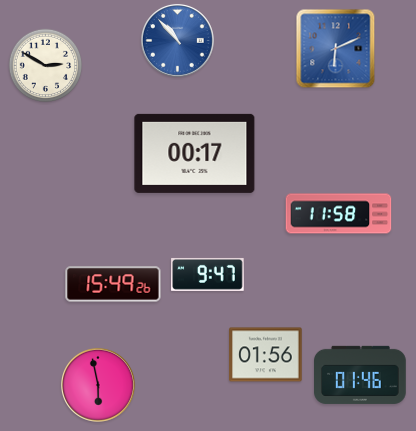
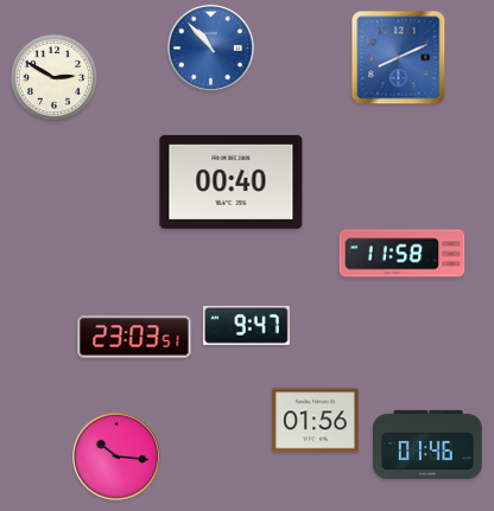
clock at (336, 49): 6:11 -> 8:11
clock at (195, 153): 00:17 -> 00:40
clock at (113, 284): 15:49 -> 23:03
clock at (99, 386): 5:58 -> 10:16
